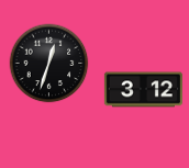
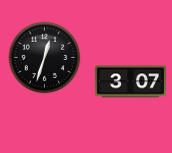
clock at (143, 90): 3:12 -> 3:07
